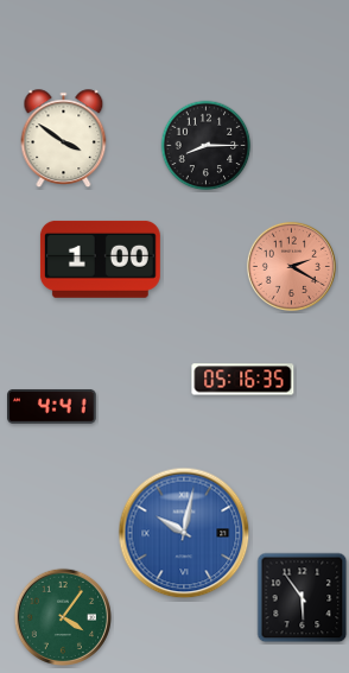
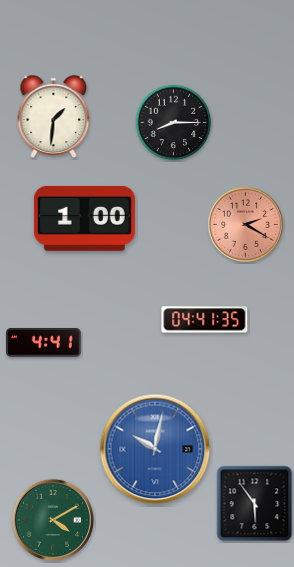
clock at (64, 139): 3:51 -> 1:31
clock at (243, 380): 05:16 -> 04:41
clock at (63, 617): 4:06 -> 4:10
